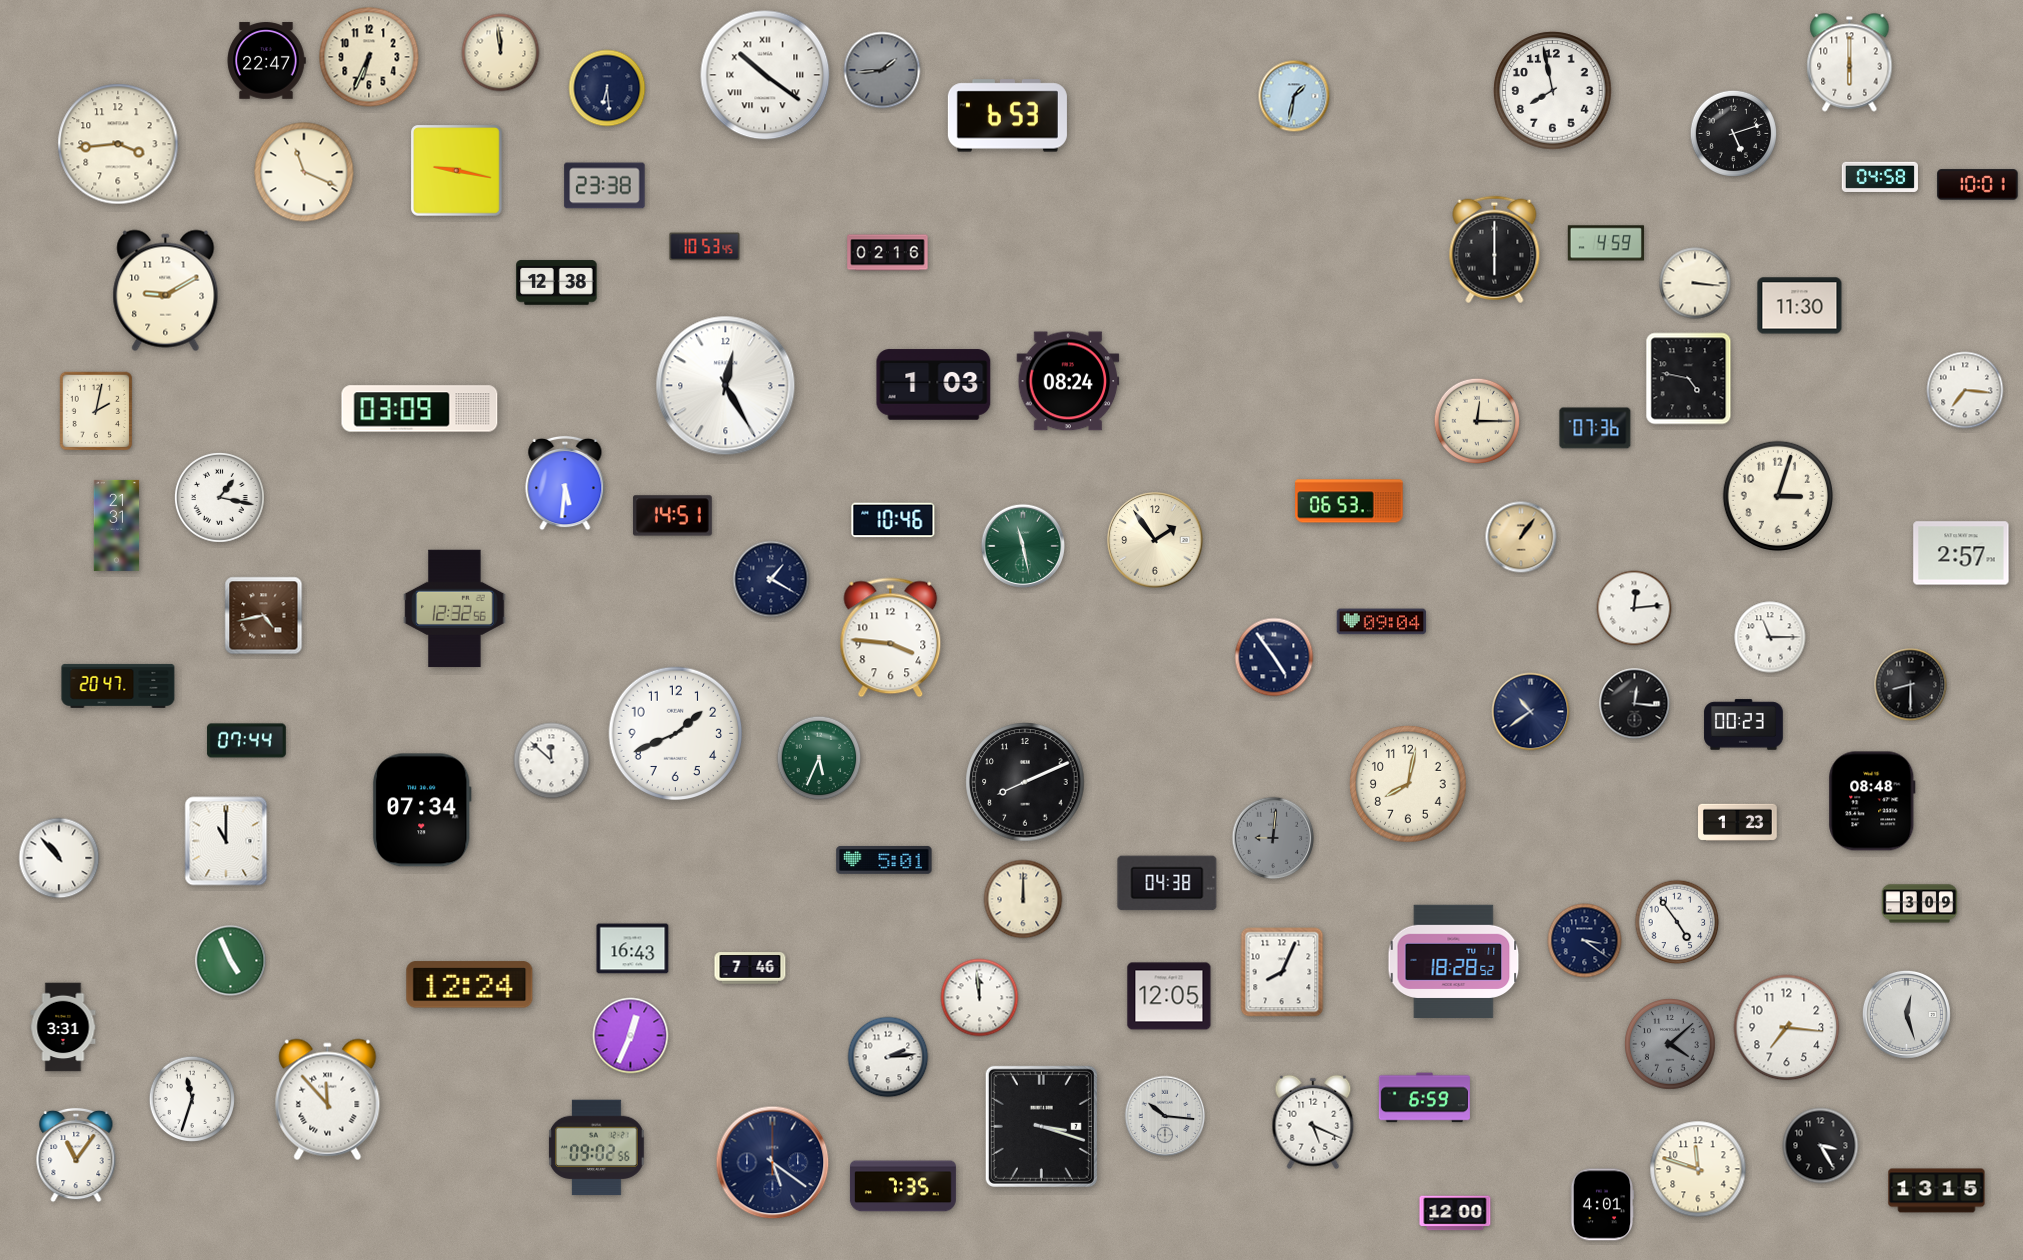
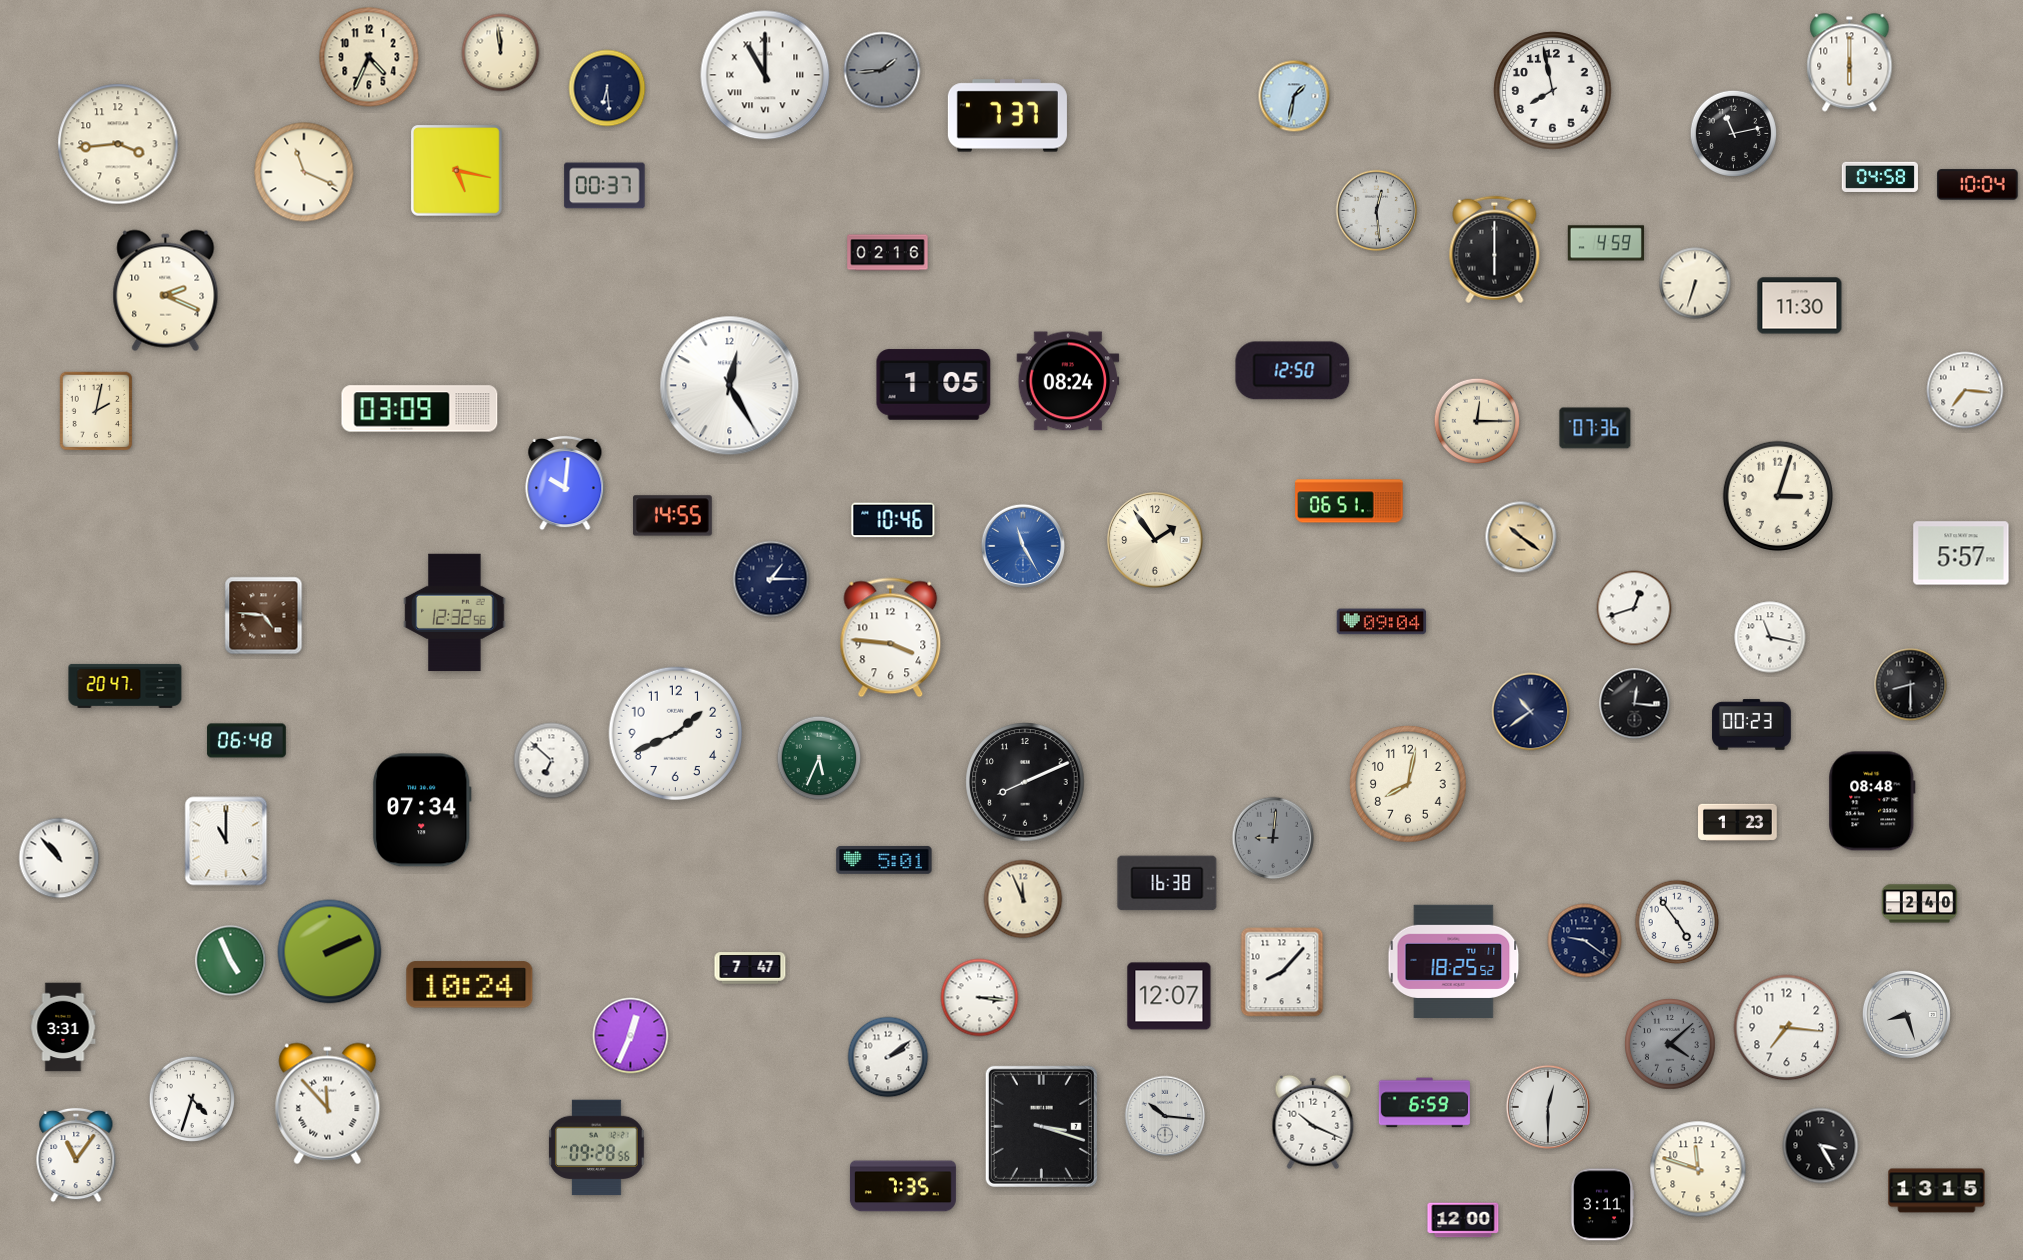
clock at (369, 57): 6:34 -> 4:34
clock at (266, 61): 22:47 -> none
clock at (765, 75): 10:21 -> 11:00
clock at (1007, 116): 6:53 -> 7:37
clock at (1733, 133): 5:12 -> 11:13
clock at (457, 171): 9:17 -> 5:17
clock at (1978, 185): 10:01 -> 10:04
clock at (605, 186): 23:38 -> 00:37
clock at (1377, 211): none -> 12:29
clock at (705, 247): 10:53 -> none
clock at (557, 283): 12:38 -> none
clock at (1695, 283): 3:16 -> 6:33
clock at (166, 291): 9:10 -> 2:19
clock at (1293, 371): none -> 12:50
clock at (1689, 379): 4:47 -> none
clock at (934, 385): 1:03 -> 1:05
clock at (726, 386) position: (726, 386) -> (730, 386)
clock at (565, 483): 5:31 -> 10:01
clock at (219, 497): 1:17 -> none
clock at (1349, 501): 06:53 -> 06:51
clock at (673, 516): 14:51 -> 14:55
clock at (117, 525): 21:31 -> none
clock at (1521, 537): 1:06 -> 10:21
clock at (1022, 545): 11:28 -> 11:25
clock at (1022, 545) dial: green -> blue
clock at (1961, 553): 2:57 -> 5:57
clock at (771, 579): 1:20 -> 1:15
clock at (1634, 608): 12:14 -> 12:42
clock at (455, 609) position: (455, 609) -> (455, 613)
clock at (264, 616): 4:43 -> 4:46
clock at (1770, 637): 11:15 -> 11:17
clock at (1274, 657): 4:54 -> none
clock at (118, 686) position: (118, 686) -> (125, 686)
clock at (1744, 725) position: (1744, 725) -> (1752, 725)
clock at (247, 741): 07:44 -> 06:48
clock at (552, 761): 11:52 -> 6:52
clock at (1167, 883): 04:38 -> 16:38
clock at (1023, 899): 12:00 -> 11:56
clock at (1920, 904): 3:09 -> 2:40
clock at (1585, 941): 3:21 -> 9:21
clock at (633, 949): 16:43 -> none
clock at (330, 952): none -> 2:11
clock at (1454, 962): 18:28 -> 18:25
clock at (750, 968): 7:46 -> 7:47
clock at (1282, 972): 8:04 -> 8:07
clock at (470, 985): 12:24 -> 10:24
clock at (1169, 996): 12:05 -> 12:07
clock at (980, 998): 11:59 -> 3:16
clock at (1906, 1014): 12:27 -> 8:27
clock at (888, 1057): 2:14 -> 2:09
clock at (191, 1098): 11:33 -> 4:33
clock at (1424, 1098) position: (1424, 1098) -> (1424, 1103)
clock at (328, 1100) position: (328, 1100) -> (328, 1104)
clock at (1547, 1106): none -> 12:30
clock at (1313, 1122): 5:19 -> 10:19
clock at (597, 1148): 09:02 -> 09:28
clock at (773, 1163): 5:21 -> none
clock at (1602, 1205): 4:01 -> 3:11
clock at (1455, 1213) position: (1455, 1213) -> (1463, 1220)
